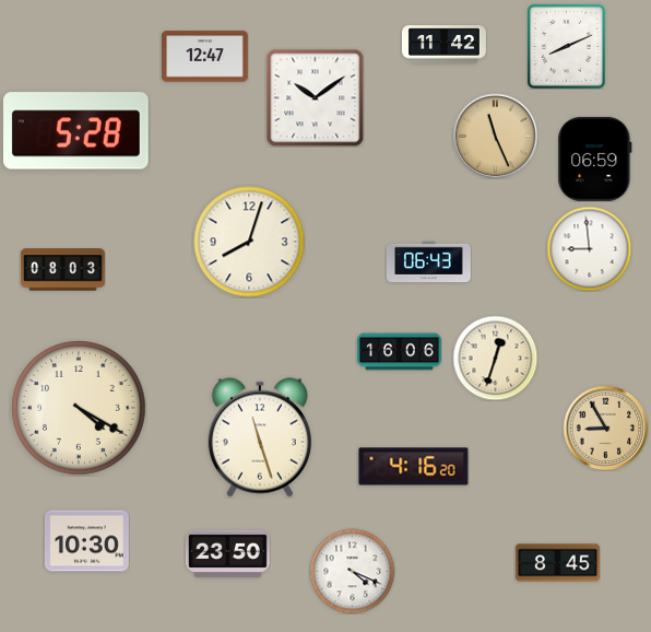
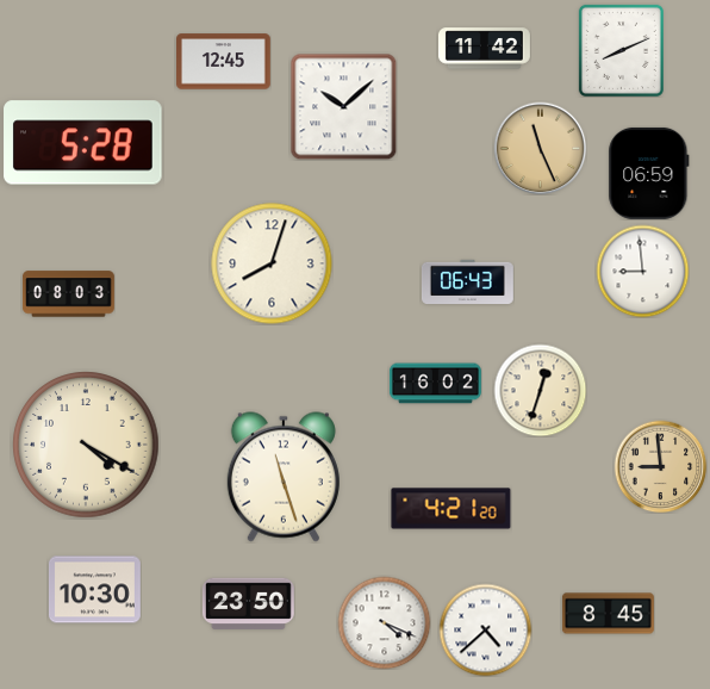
clock at (566, 46) position: (566, 46) -> (621, 50)
clock at (205, 57): 12:47 -> 12:45
clock at (315, 97): 10:09 -> 10:08
clock at (428, 261) position: (428, 261) -> (467, 281)
clock at (399, 352): 16:06 -> 16:02
clock at (605, 428): 8:55 -> 8:59
clock at (414, 467): 4:16 -> 4:21
clock at (485, 629): none -> 4:38
